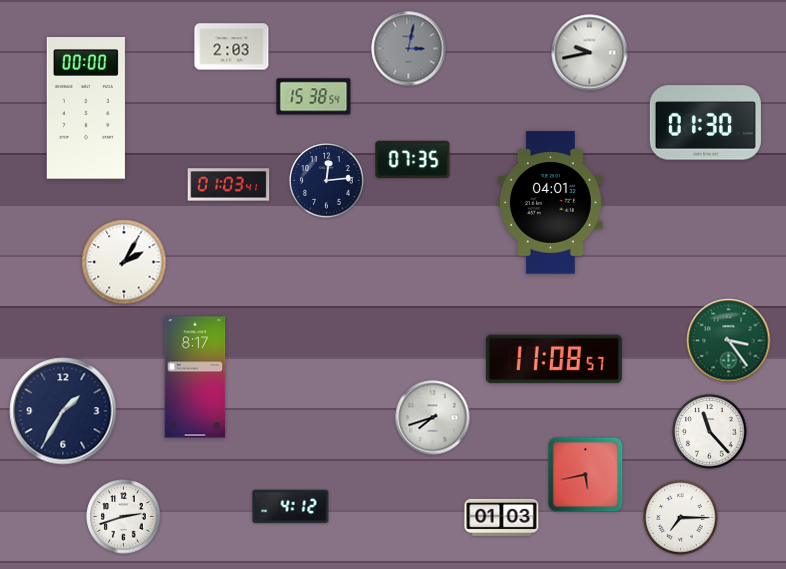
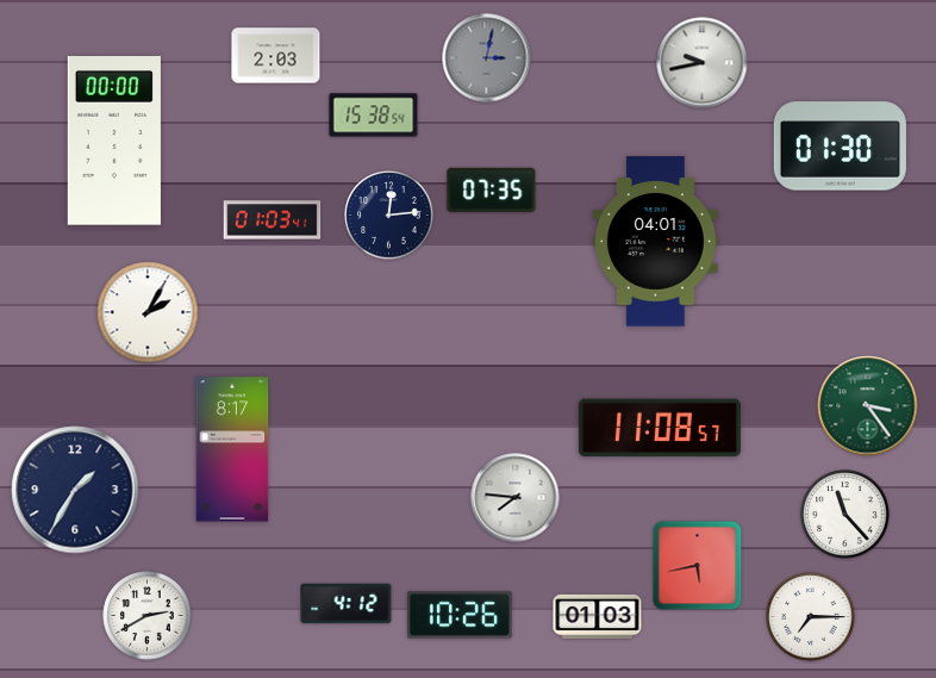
clock at (86, 108) position: (86, 108) -> (114, 141)
clock at (433, 418): 7:42 -> 7:46
clock at (460, 615): none -> 10:26
clock at (124, 517): 2:42 -> 2:40
